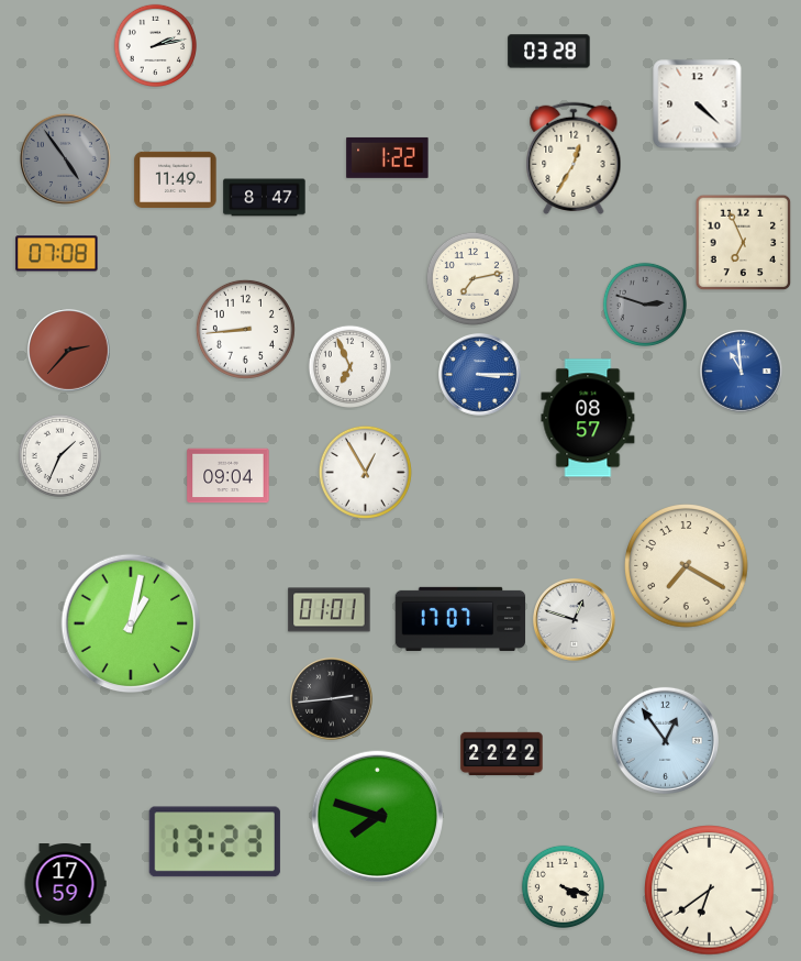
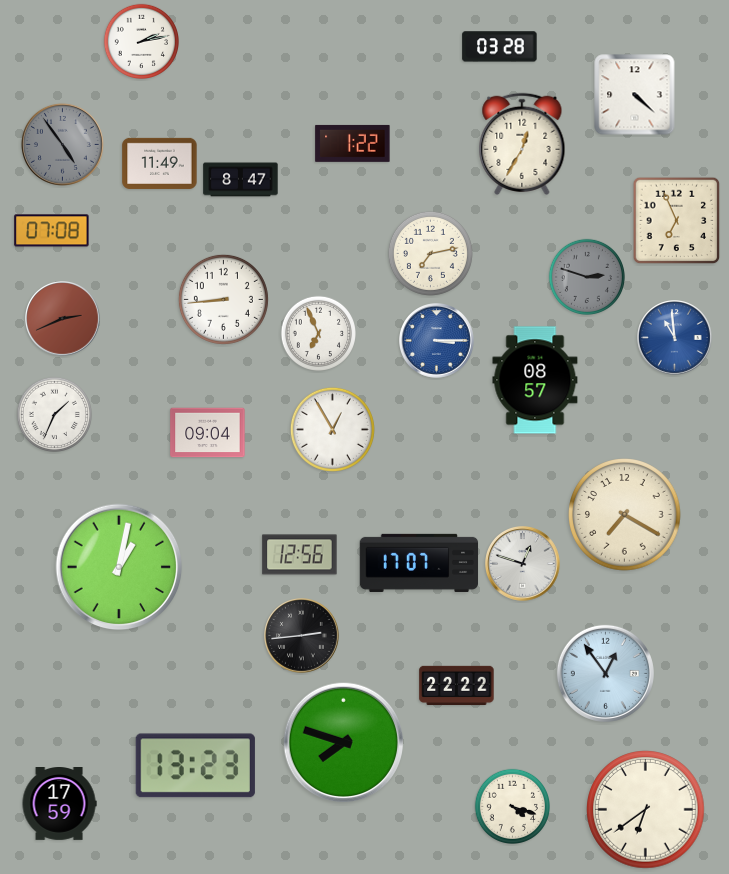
clock at (65, 158) position: (65, 158) -> (62, 144)
clock at (69, 351): 2:37 -> 2:41
clock at (330, 610): 01:01 -> 12:56
